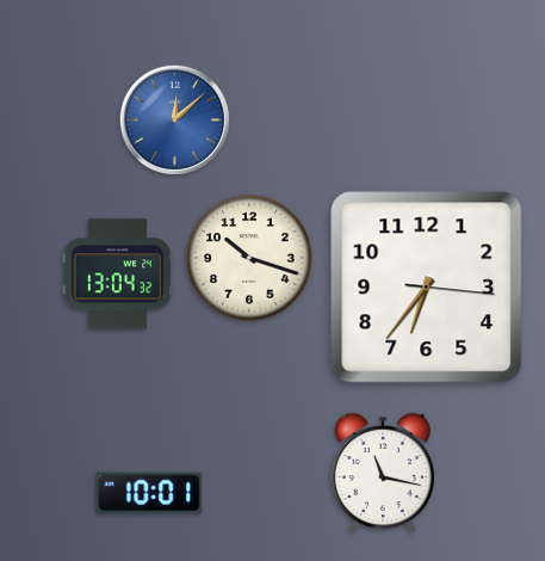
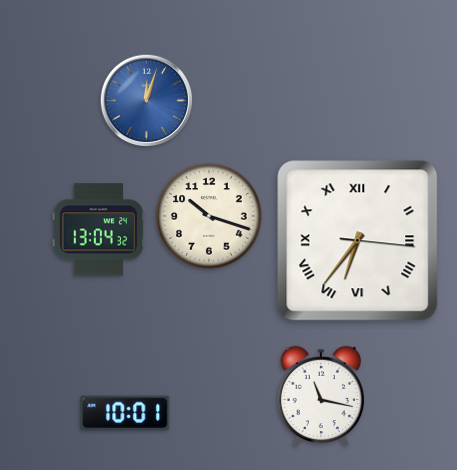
clock at (175, 121): 12:08 -> 12:03
clock at (427, 288) numerals: Arabic -> Roman
